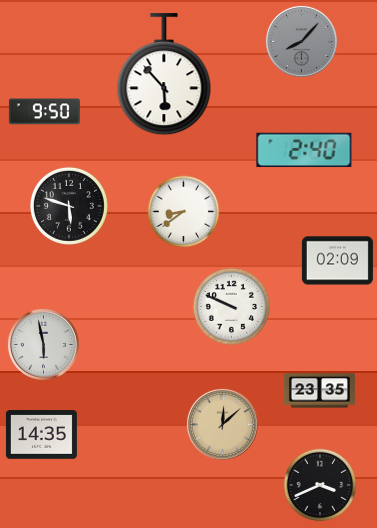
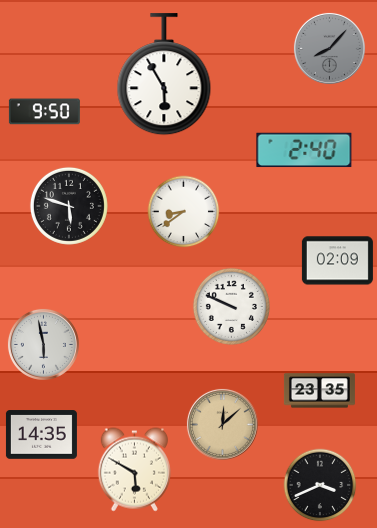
clock at (301, 41) position: (301, 41) -> (329, 48)
clock at (164, 75): 5:53 -> 5:55
clock at (134, 470): none -> 5:50
